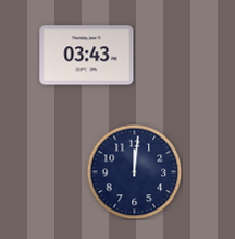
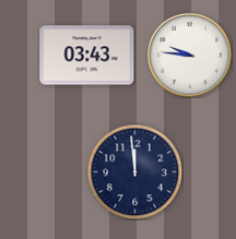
clock at (189, 55): none -> 9:46
clock at (134, 171): 12:01 -> 11:59
